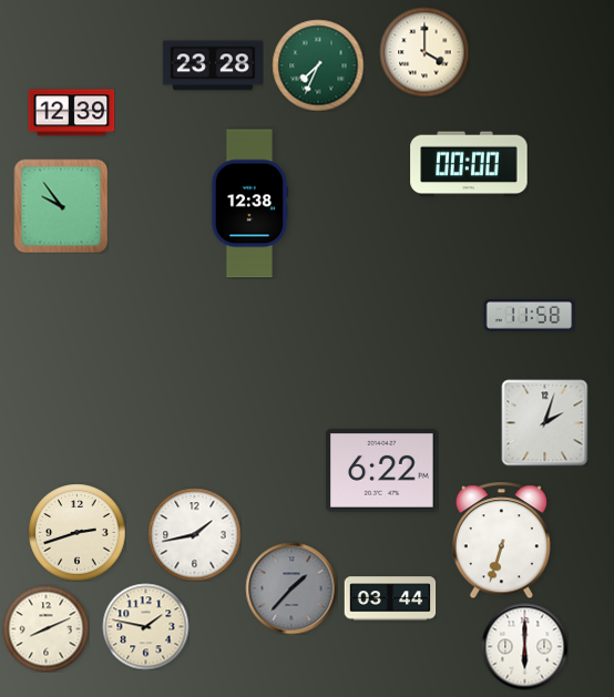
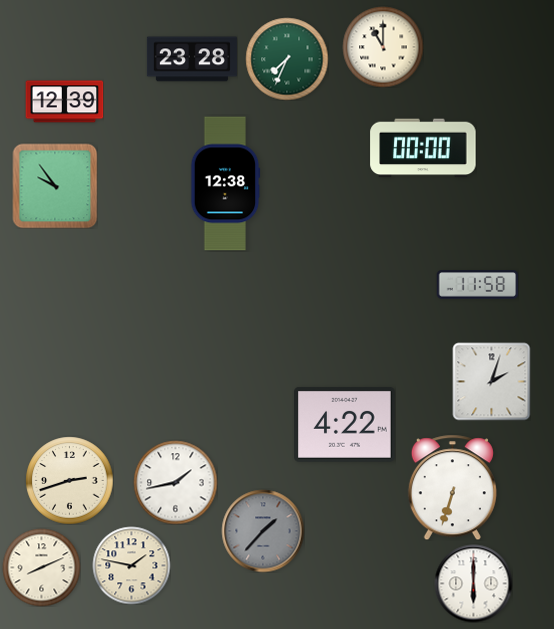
clock at (424, 52): 4:00 -> 11:00
clock at (382, 470): 6:22 -> 4:22
clock at (390, 598): 03:44 -> none
